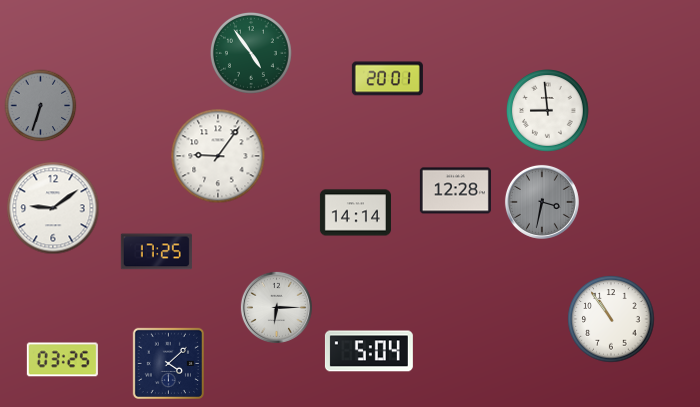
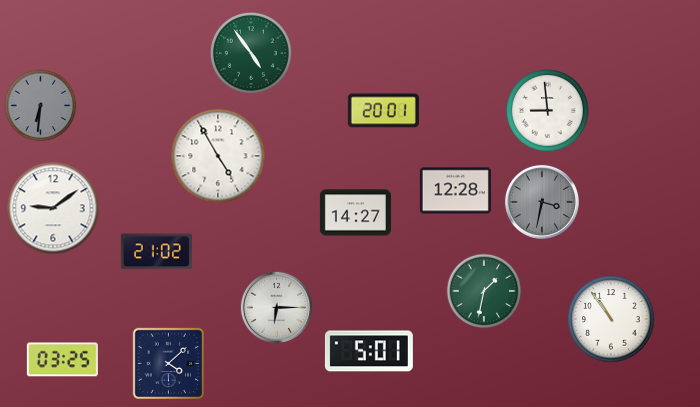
clock at (387, 79) position: (387, 79) -> (383, 111)
clock at (41, 106): 6:33 -> 6:31
clock at (218, 156): 9:06 -> 4:55
clock at (355, 213): 14:14 -> 14:27
clock at (156, 252): 17:25 -> 21:02
clock at (484, 291): none -> 1:32
clock at (369, 351): 5:04 -> 5:01
